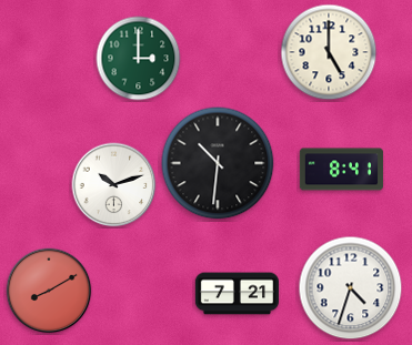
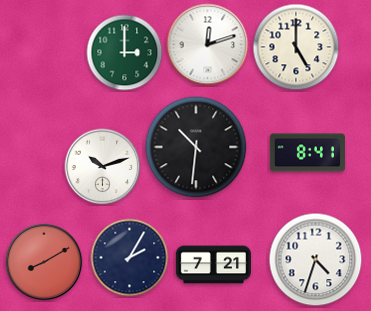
clock at (208, 45): none -> 12:12
clock at (130, 258): none -> 2:05
